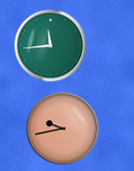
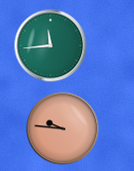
clock at (63, 129): 9:43 -> 9:46
